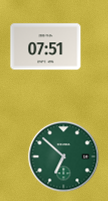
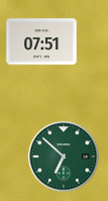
clock at (46, 47) position: (46, 47) -> (42, 42)
